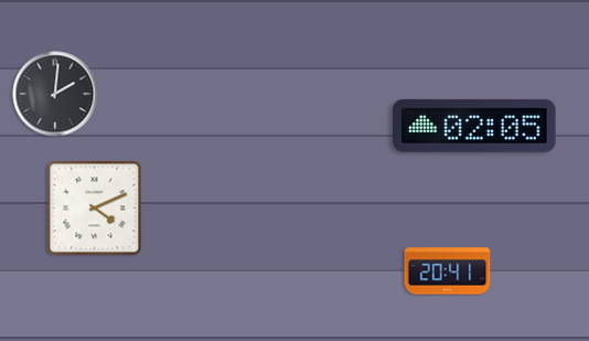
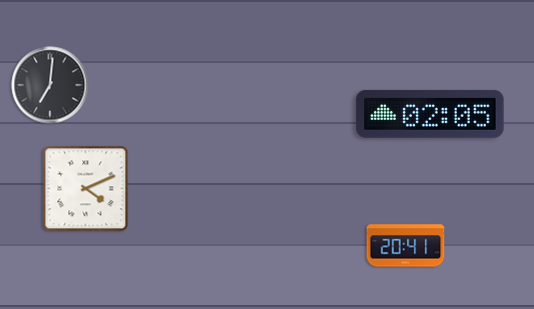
clock at (55, 94): 2:01 -> 7:01
